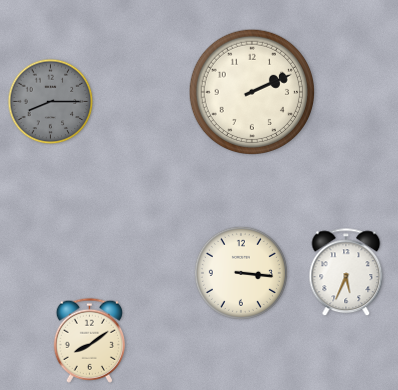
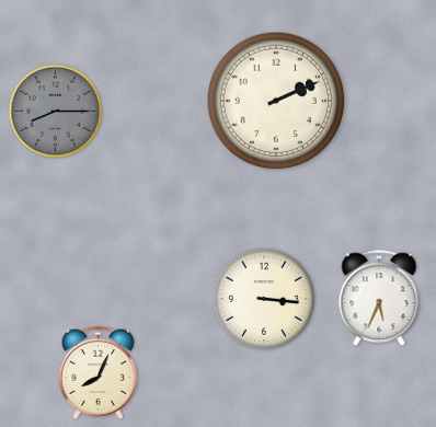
clock at (89, 340): 8:09 -> 8:04
